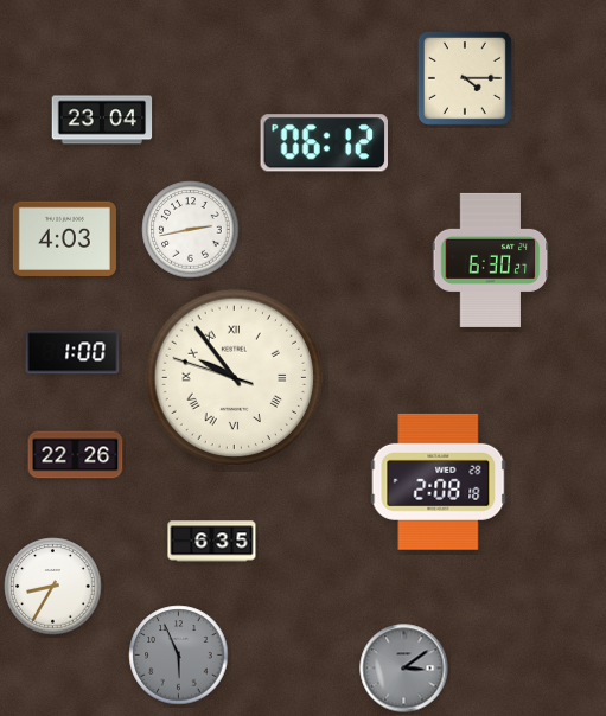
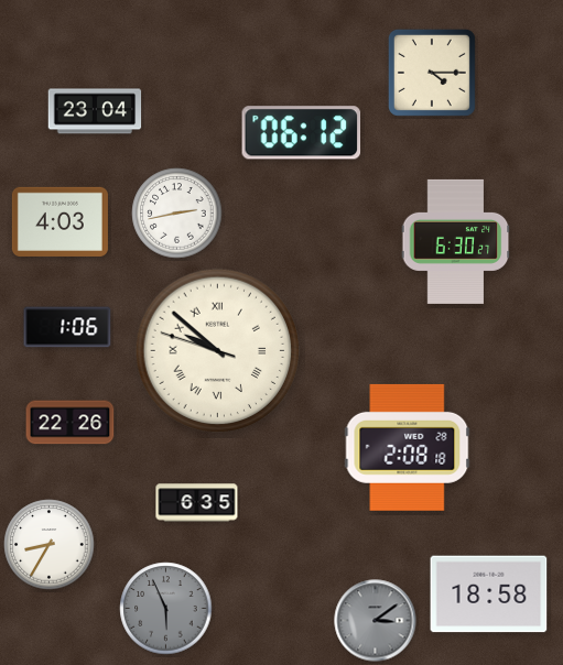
clock at (72, 352): 1:00 -> 1:06
clock at (235, 378): 9:53 -> 9:51
clock at (489, 595): none -> 18:58
